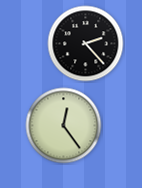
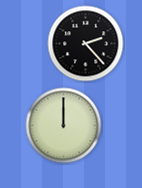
clock at (64, 126): 12:24 -> 12:00
